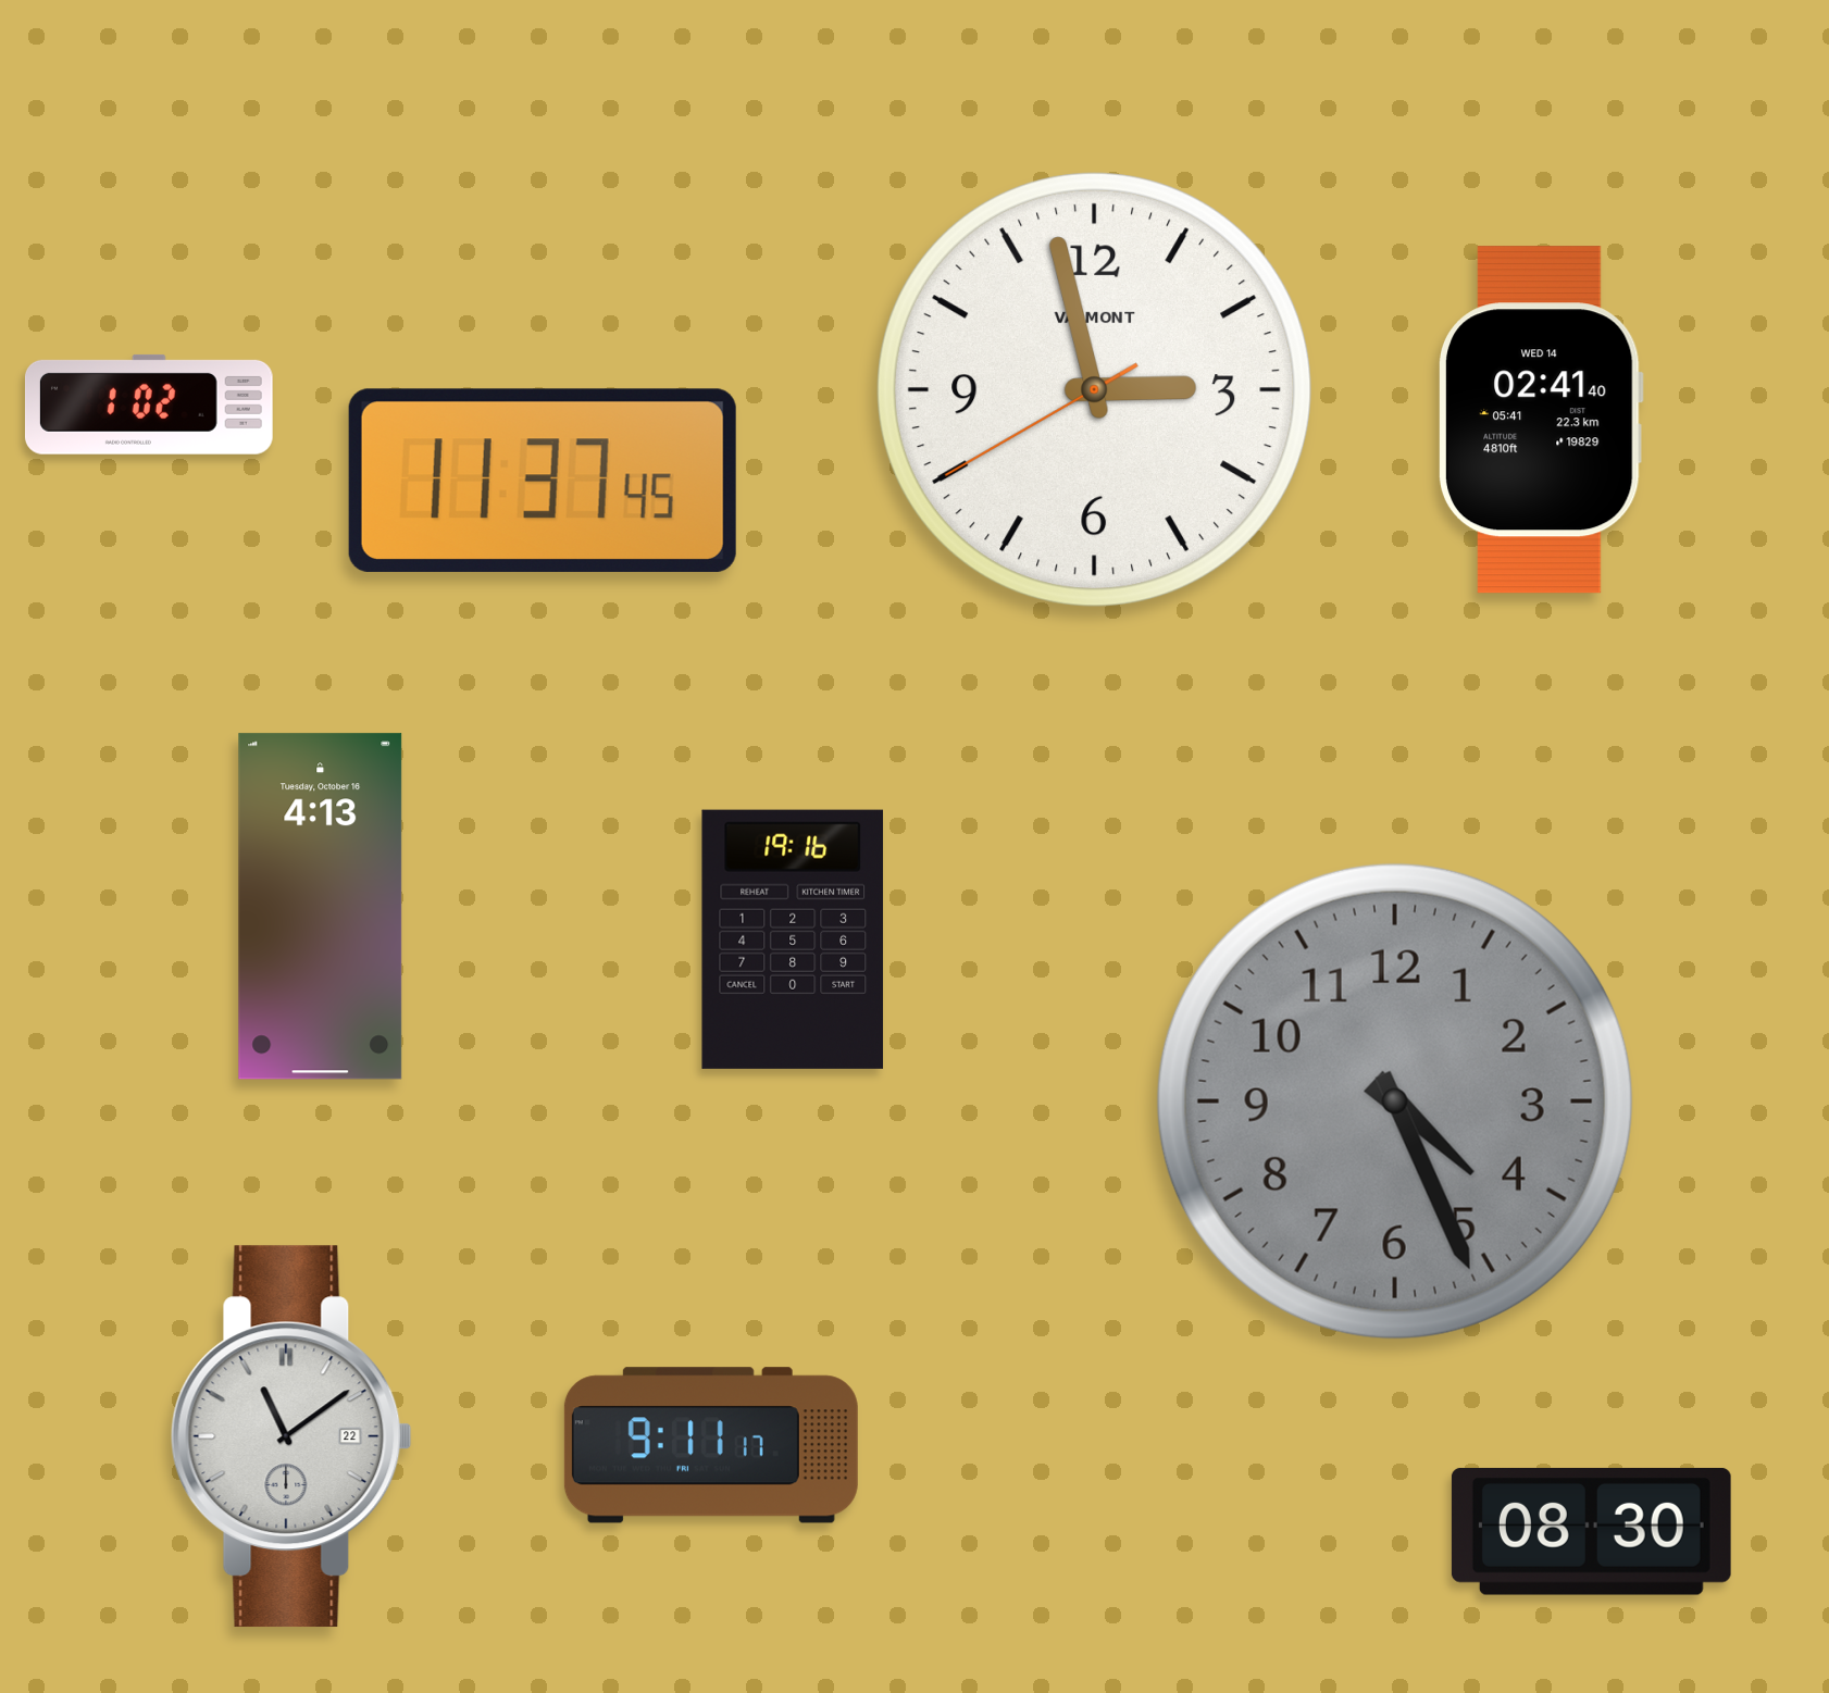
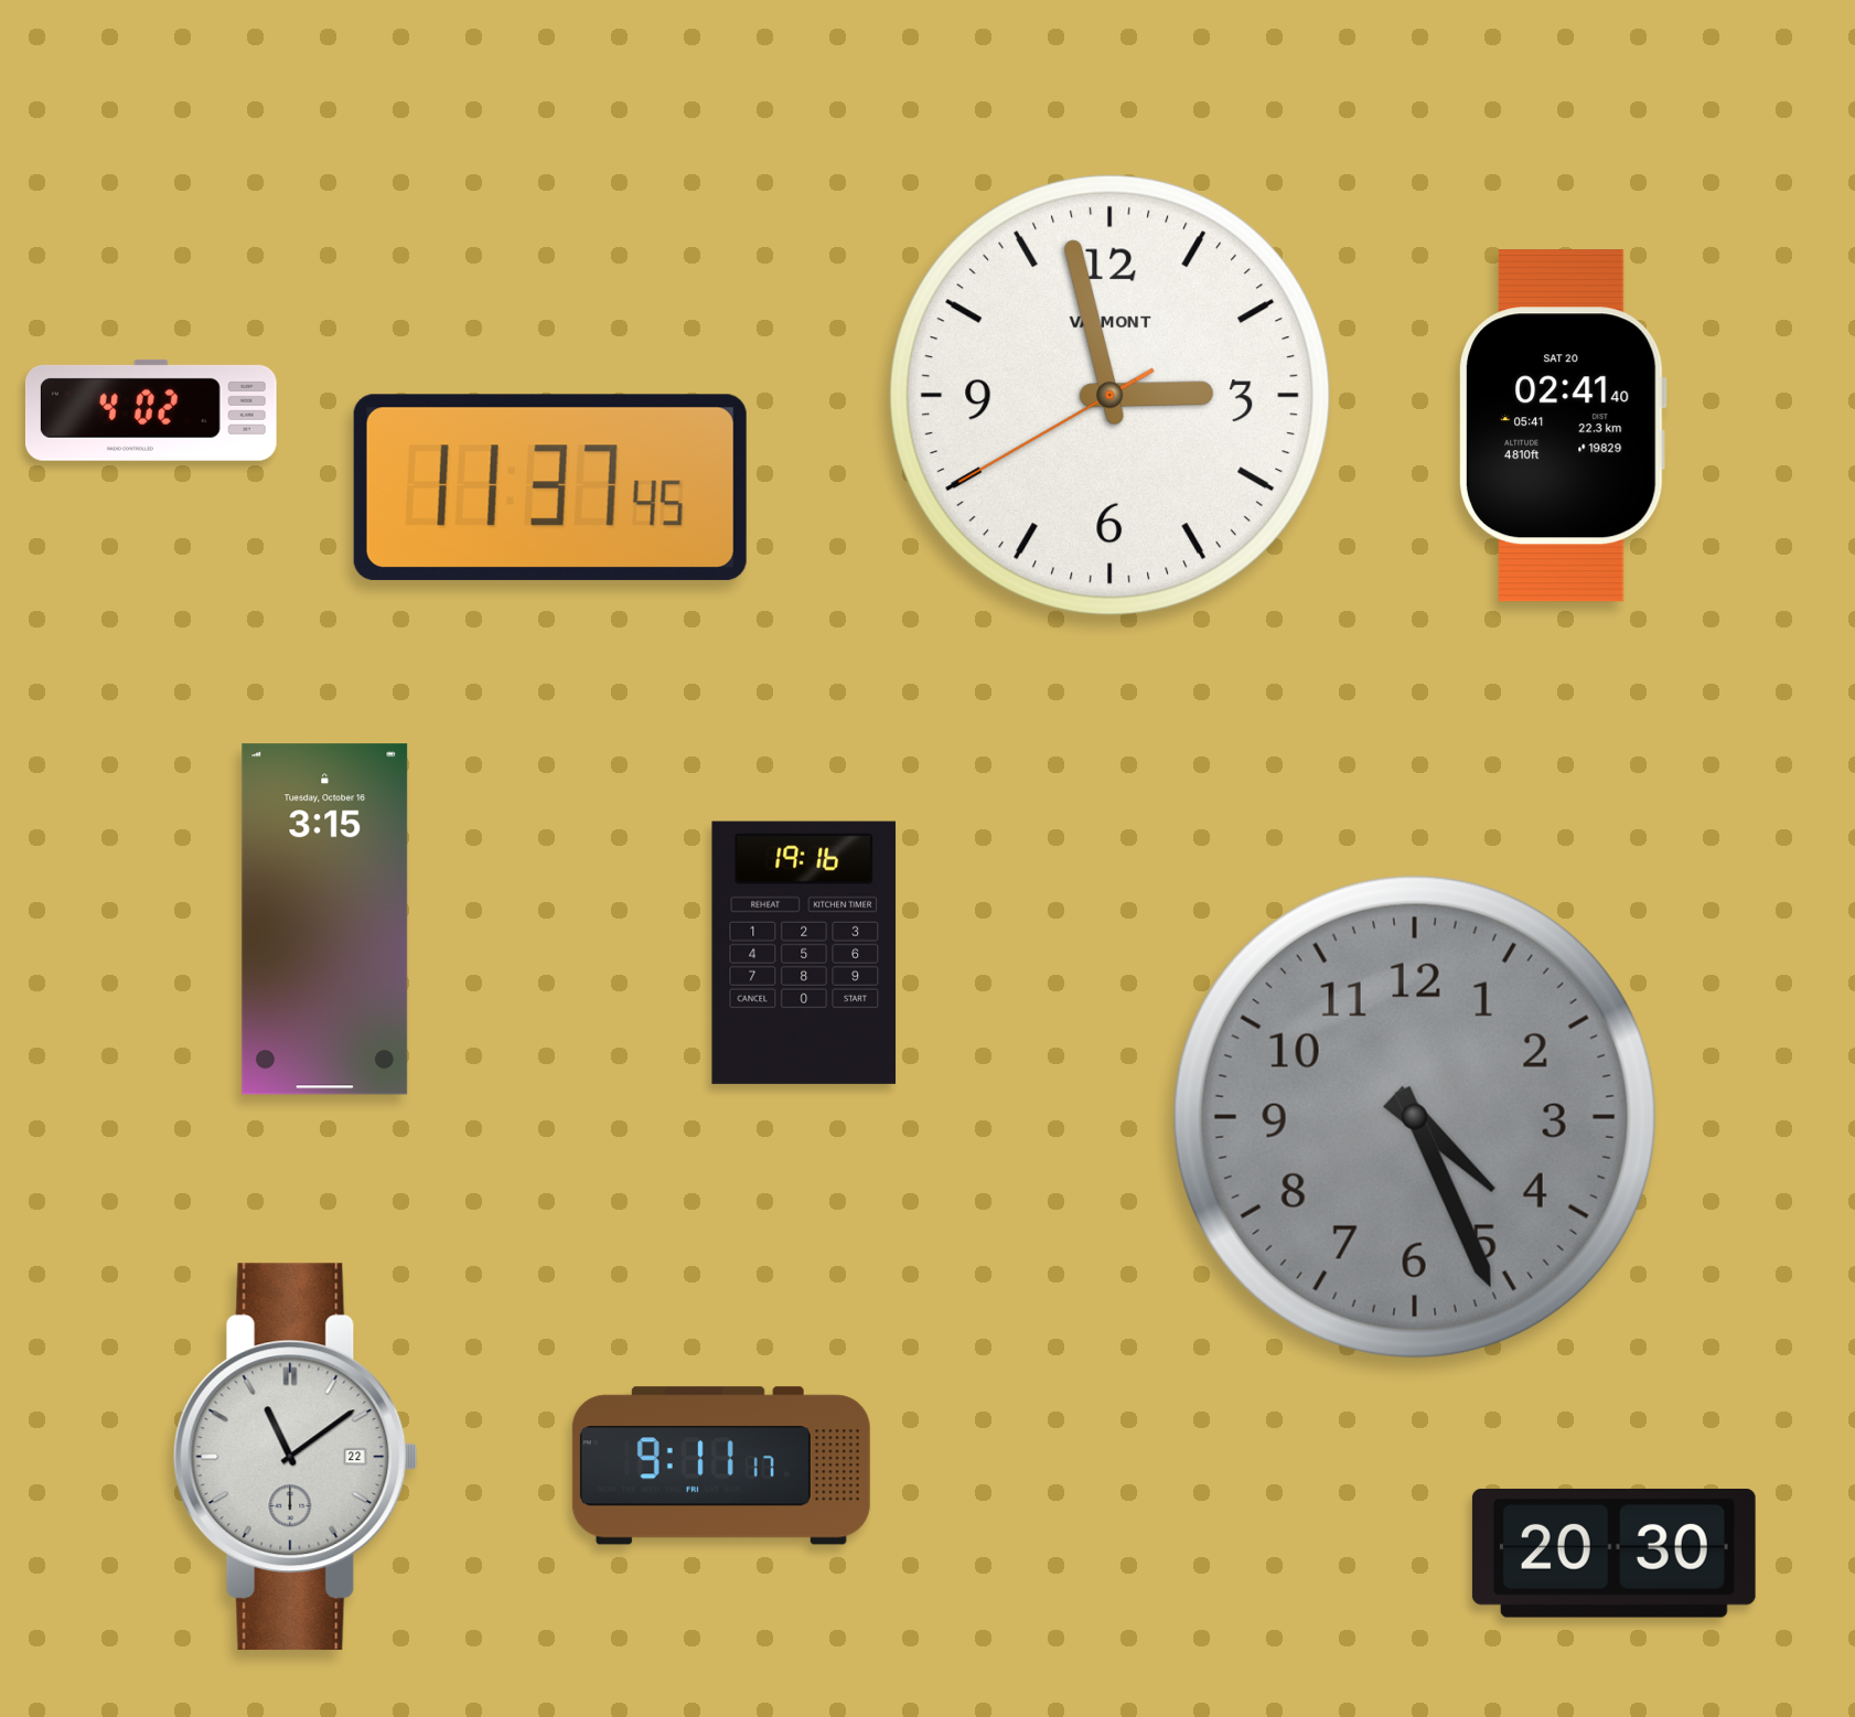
clock at (149, 404): 1:02 -> 4:02
clock at (1542, 420) date: WED 14 -> SAT 20
clock at (321, 907): 4:13 -> 3:15
clock at (1591, 1531): 08:30 -> 20:30
